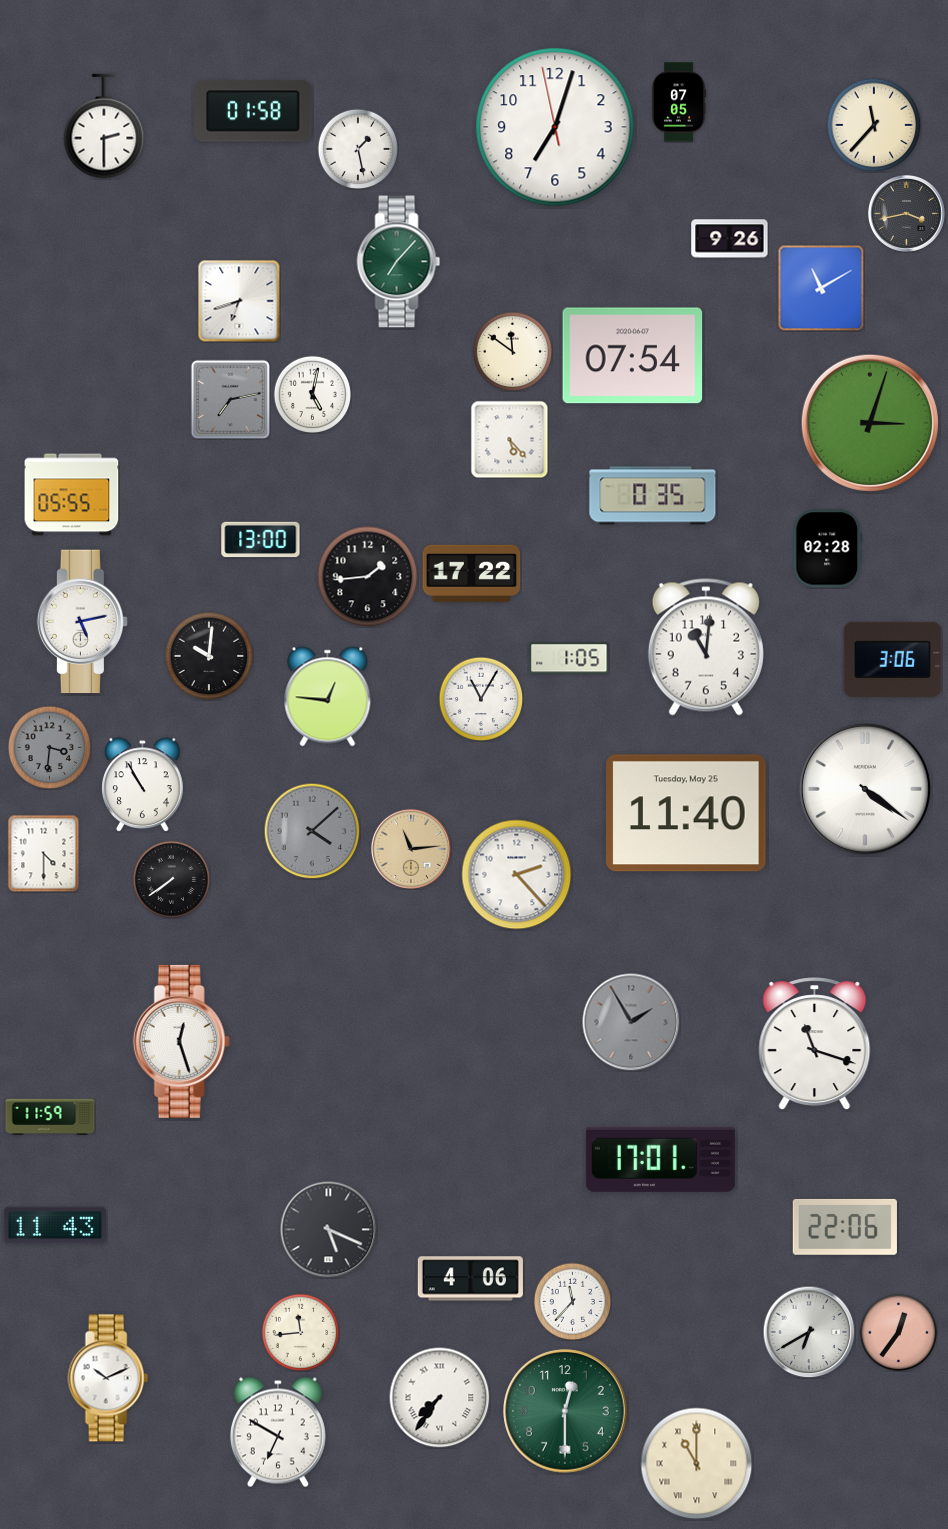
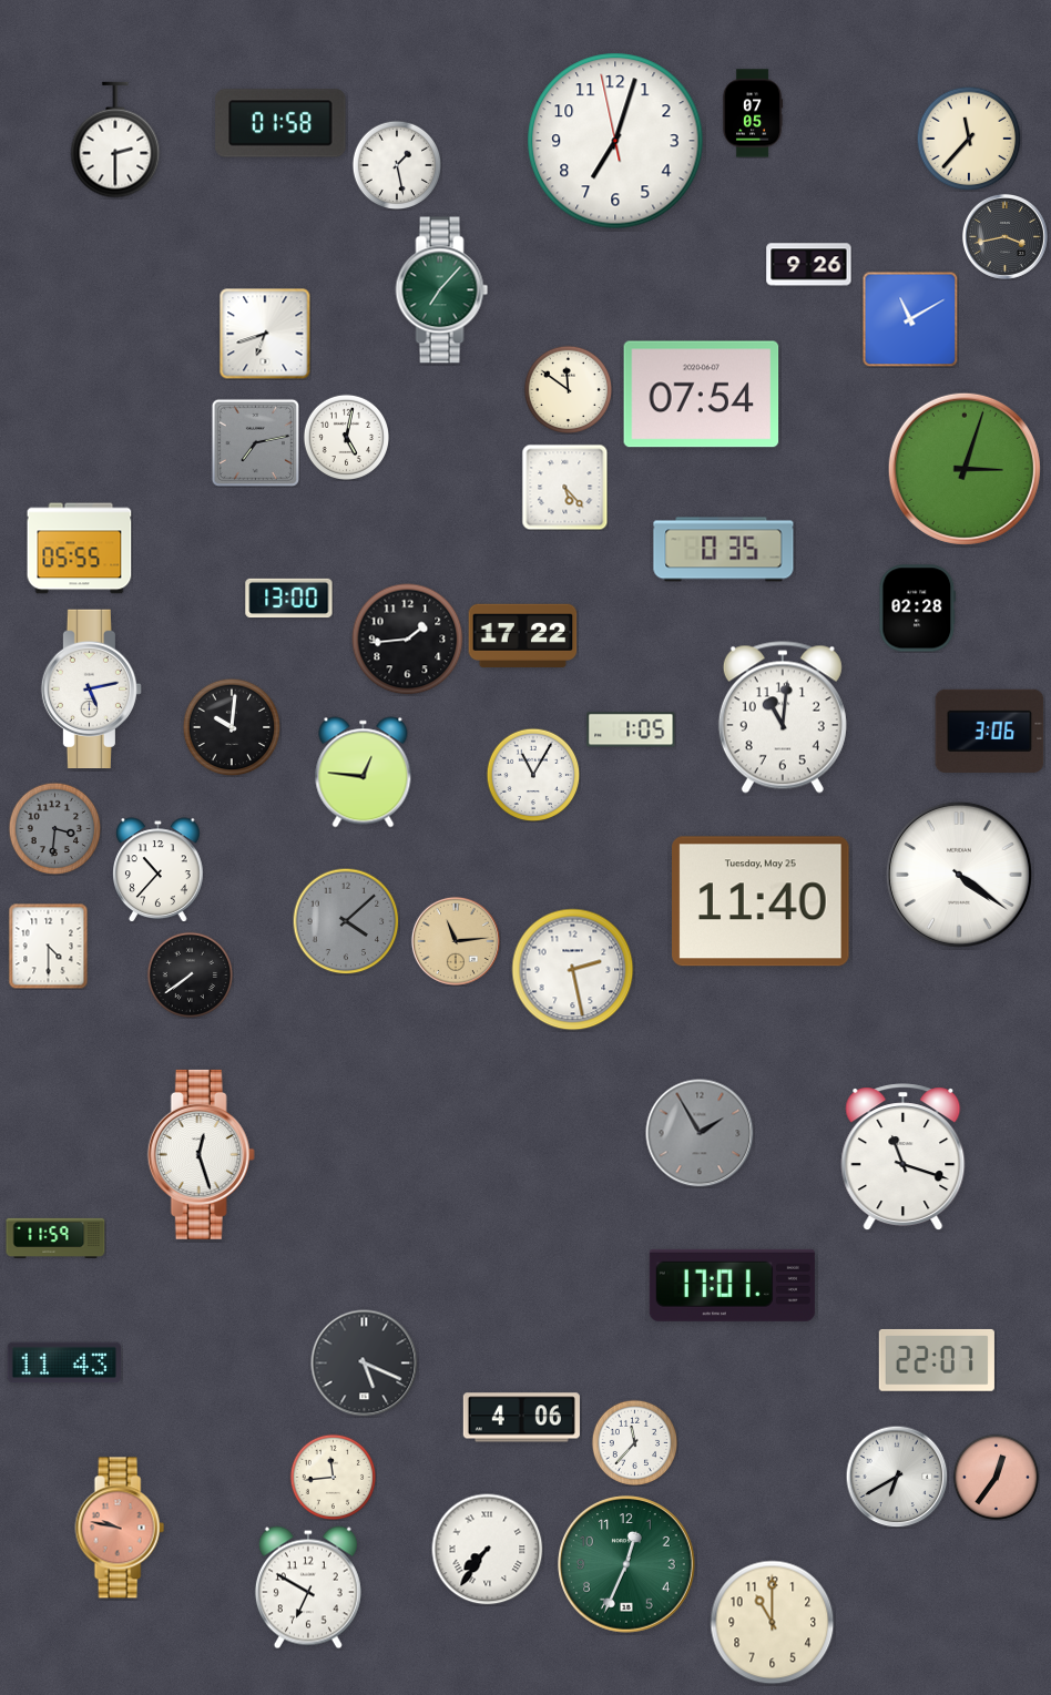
clock at (143, 784): 10:55 -> 10:37
clock at (517, 875): 2:23 -> 2:28
clock at (54, 1225) position: (54, 1225) -> (63, 1362)
clock at (845, 1227): 22:06 -> 22:07
clock at (108, 1378): 10:11 -> 9:47
clock at (108, 1378) dial: white -> salmon
clock at (566, 1412): 12:30 -> 12:34
clock at (697, 1464) numerals: Roman -> Arabic
